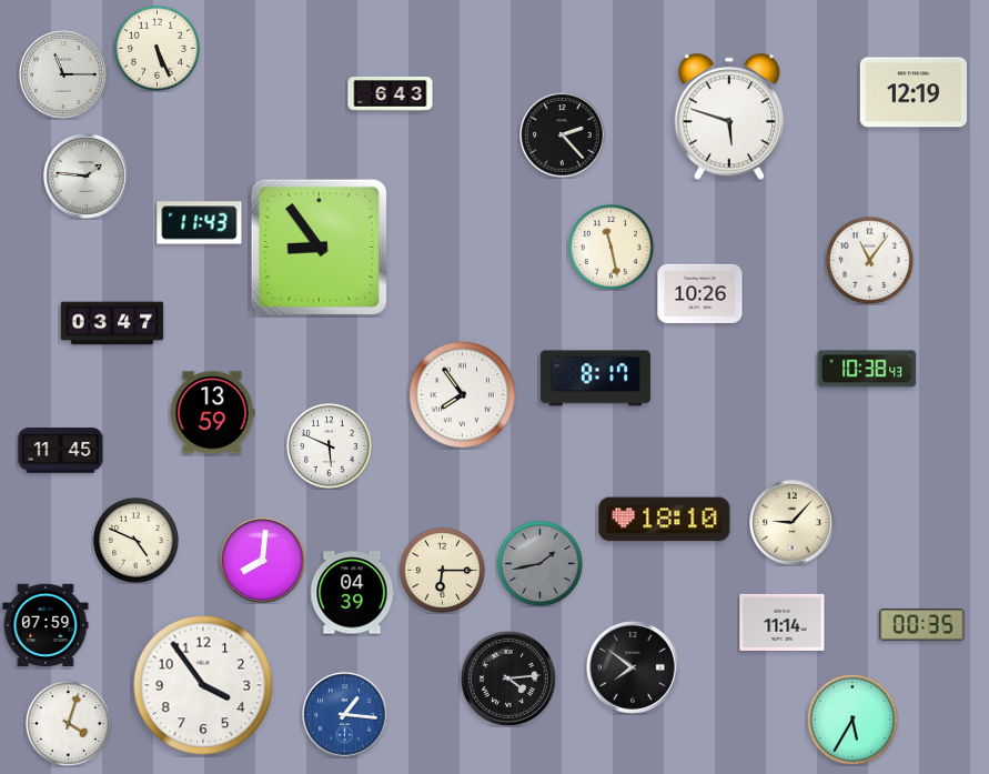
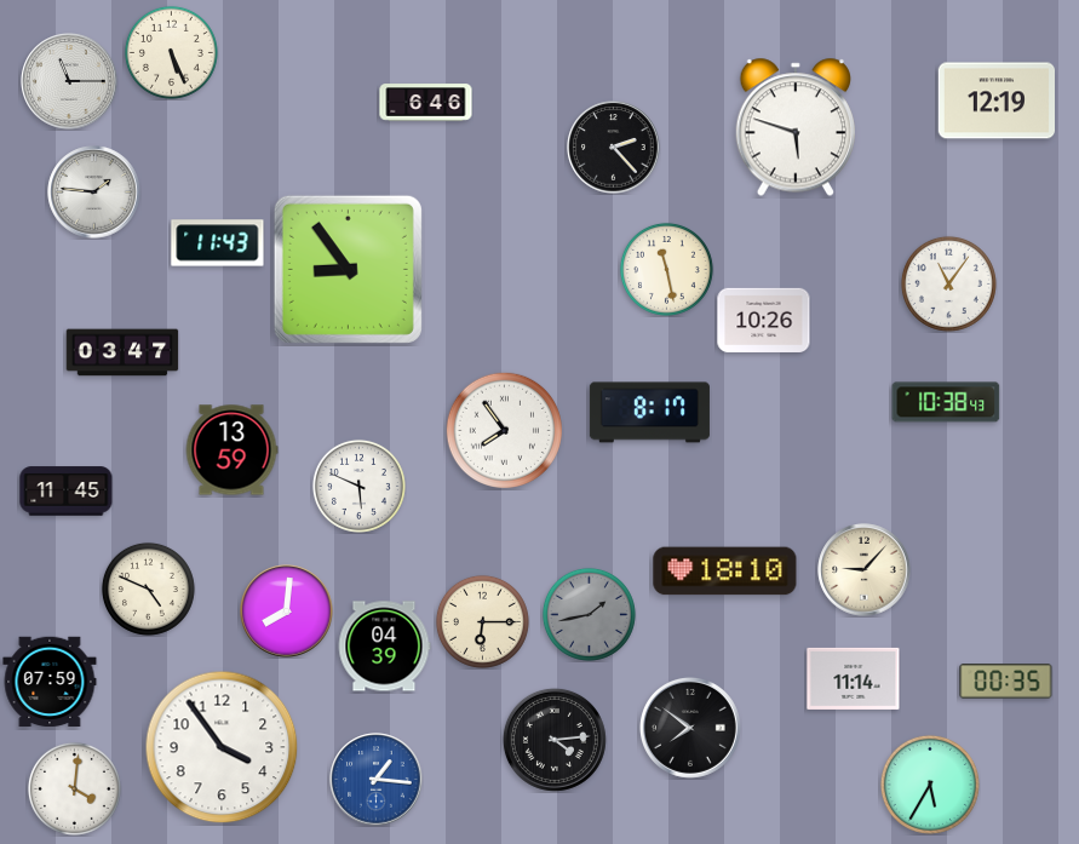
clock at (391, 94): 6:43 -> 6:46
clock at (665, 520) position: (665, 520) -> (725, 572)
clock at (68, 723): 4:03 -> 4:01
